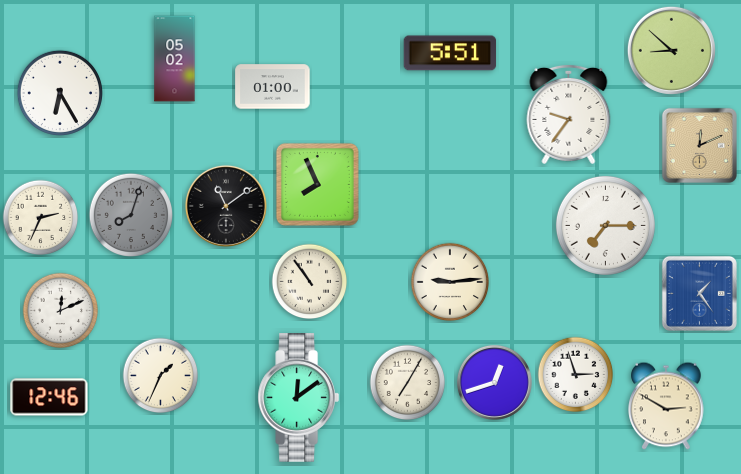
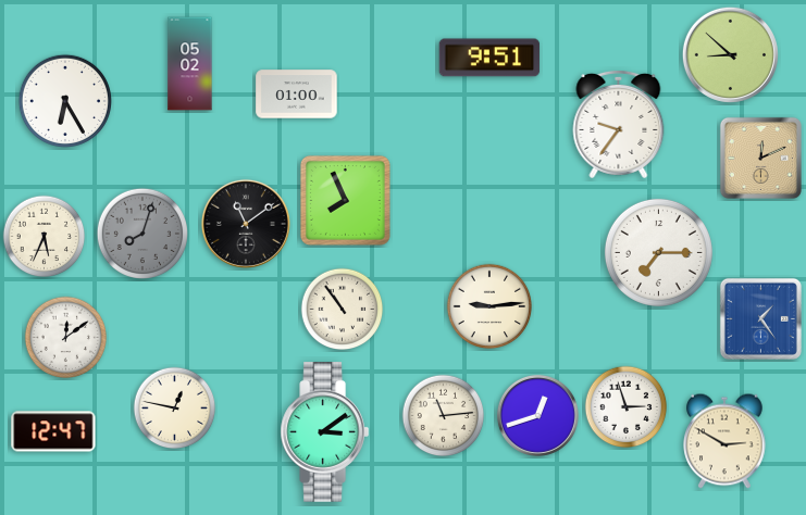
clock at (450, 53): 5:51 -> 9:51
clock at (41, 218): 2:34 -> 5:34
clock at (605, 225) position: (605, 225) -> (658, 252)
clock at (310, 282) position: (310, 282) -> (343, 310)
clock at (61, 311): 12:11 -> 12:09
clock at (161, 376): 1:34 -> 12:47
clock at (408, 383): 7:05 -> 11:14
clock at (49, 397): 12:46 -> 12:47
clock at (298, 398): 12:09 -> 3:09
